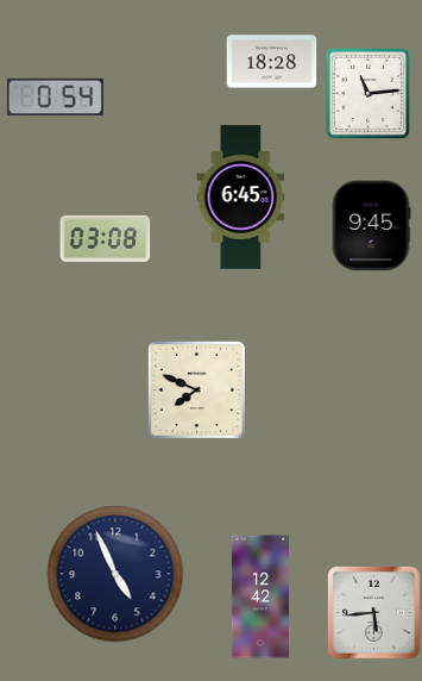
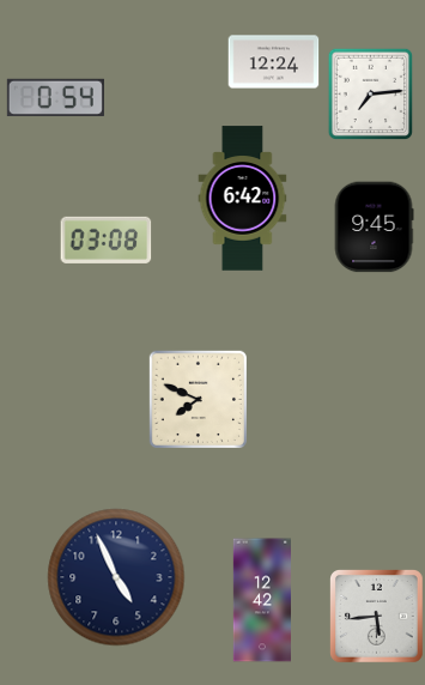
clock at (272, 62): 18:28 -> 12:24
clock at (369, 93): 11:14 -> 7:14
clock at (241, 198): 6:45 -> 6:42
clock at (196, 389) position: (196, 389) -> (198, 399)
